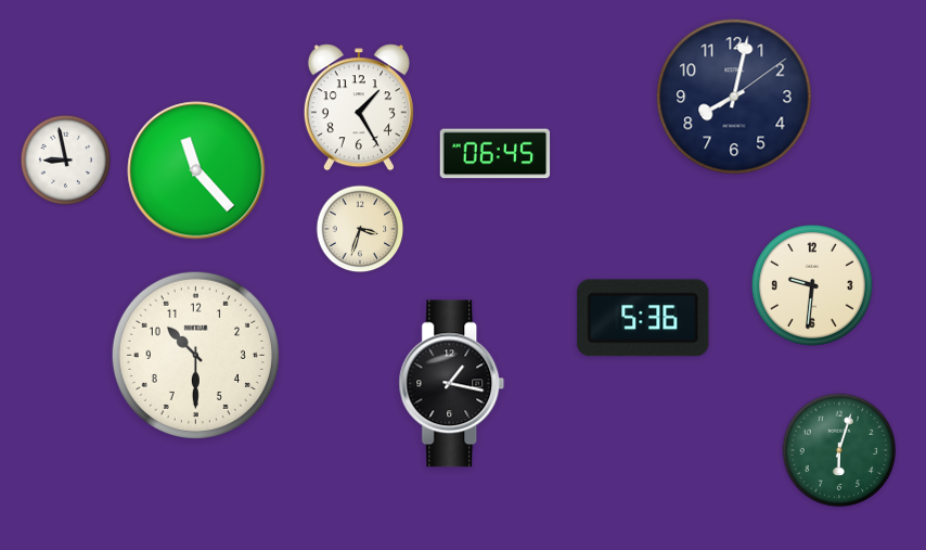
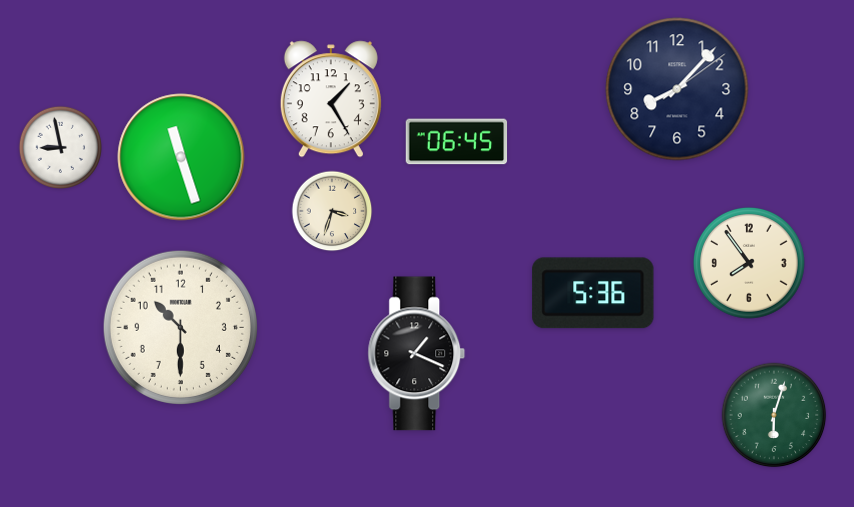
clock at (734, 97): 8:02 -> 8:07
clock at (196, 170): 11:23 -> 11:27
clock at (812, 285): 9:31 -> 7:54
clock at (452, 384): 1:17 -> 1:19
